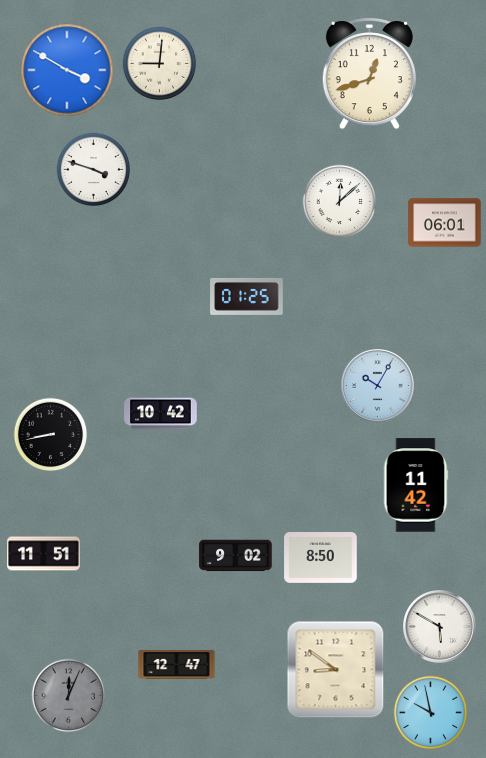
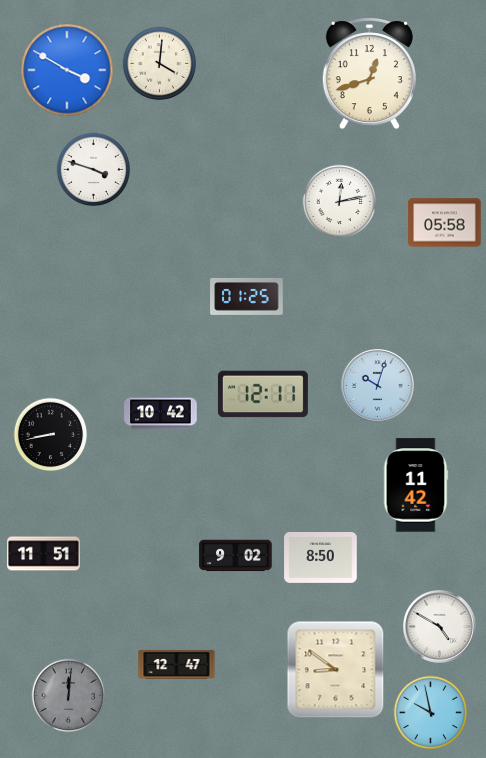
clock at (160, 64): 9:01 -> 4:01
clock at (340, 202): 12:08 -> 12:13
clock at (445, 223): 06:01 -> 05:58
clock at (378, 386): 10:05 -> 10:03
clock at (263, 394): none -> 12:11
clock at (440, 627): 5:50 -> 4:50
clock at (69, 696): 12:04 -> 12:01
